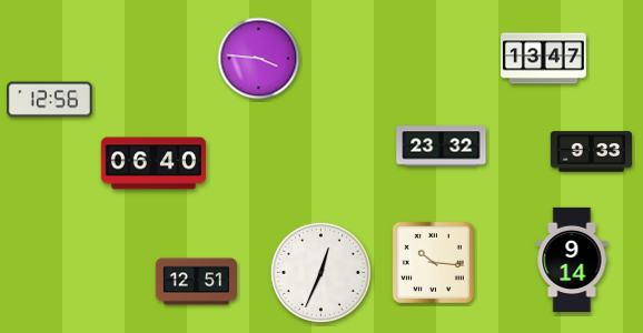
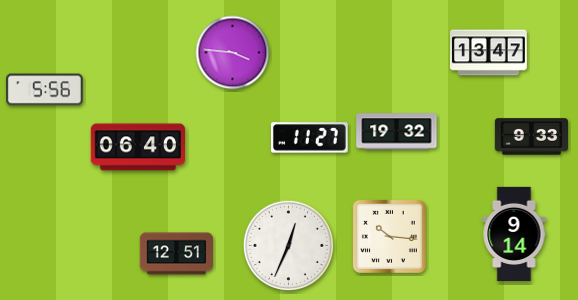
clock at (50, 100): 12:56 -> 5:56
clock at (442, 147): 23:32 -> 19:32
clock at (310, 138): none -> 11:27
